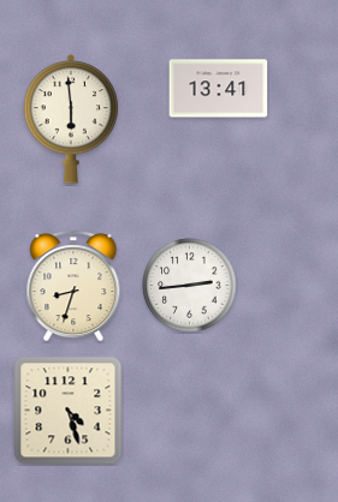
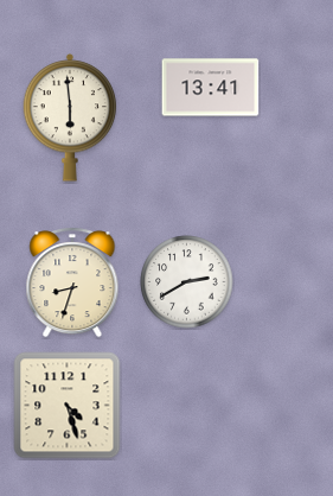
clock at (219, 89) position: (219, 89) -> (211, 88)
clock at (190, 286): 2:44 -> 2:40
